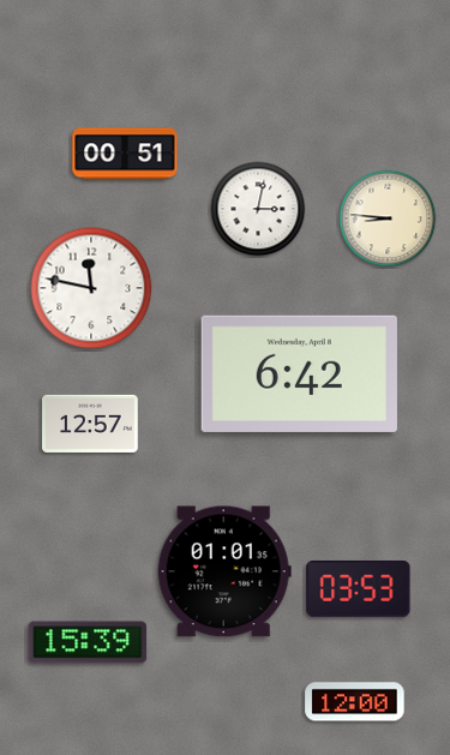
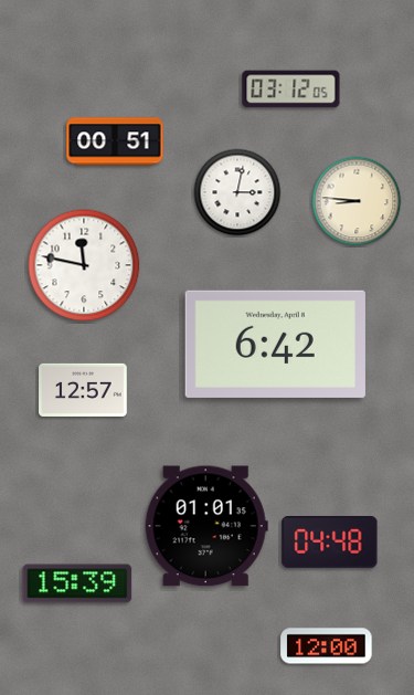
clock at (291, 89): none -> 03:12
clock at (359, 588): 03:53 -> 04:48
clock at (88, 642) position: (88, 642) -> (77, 583)
